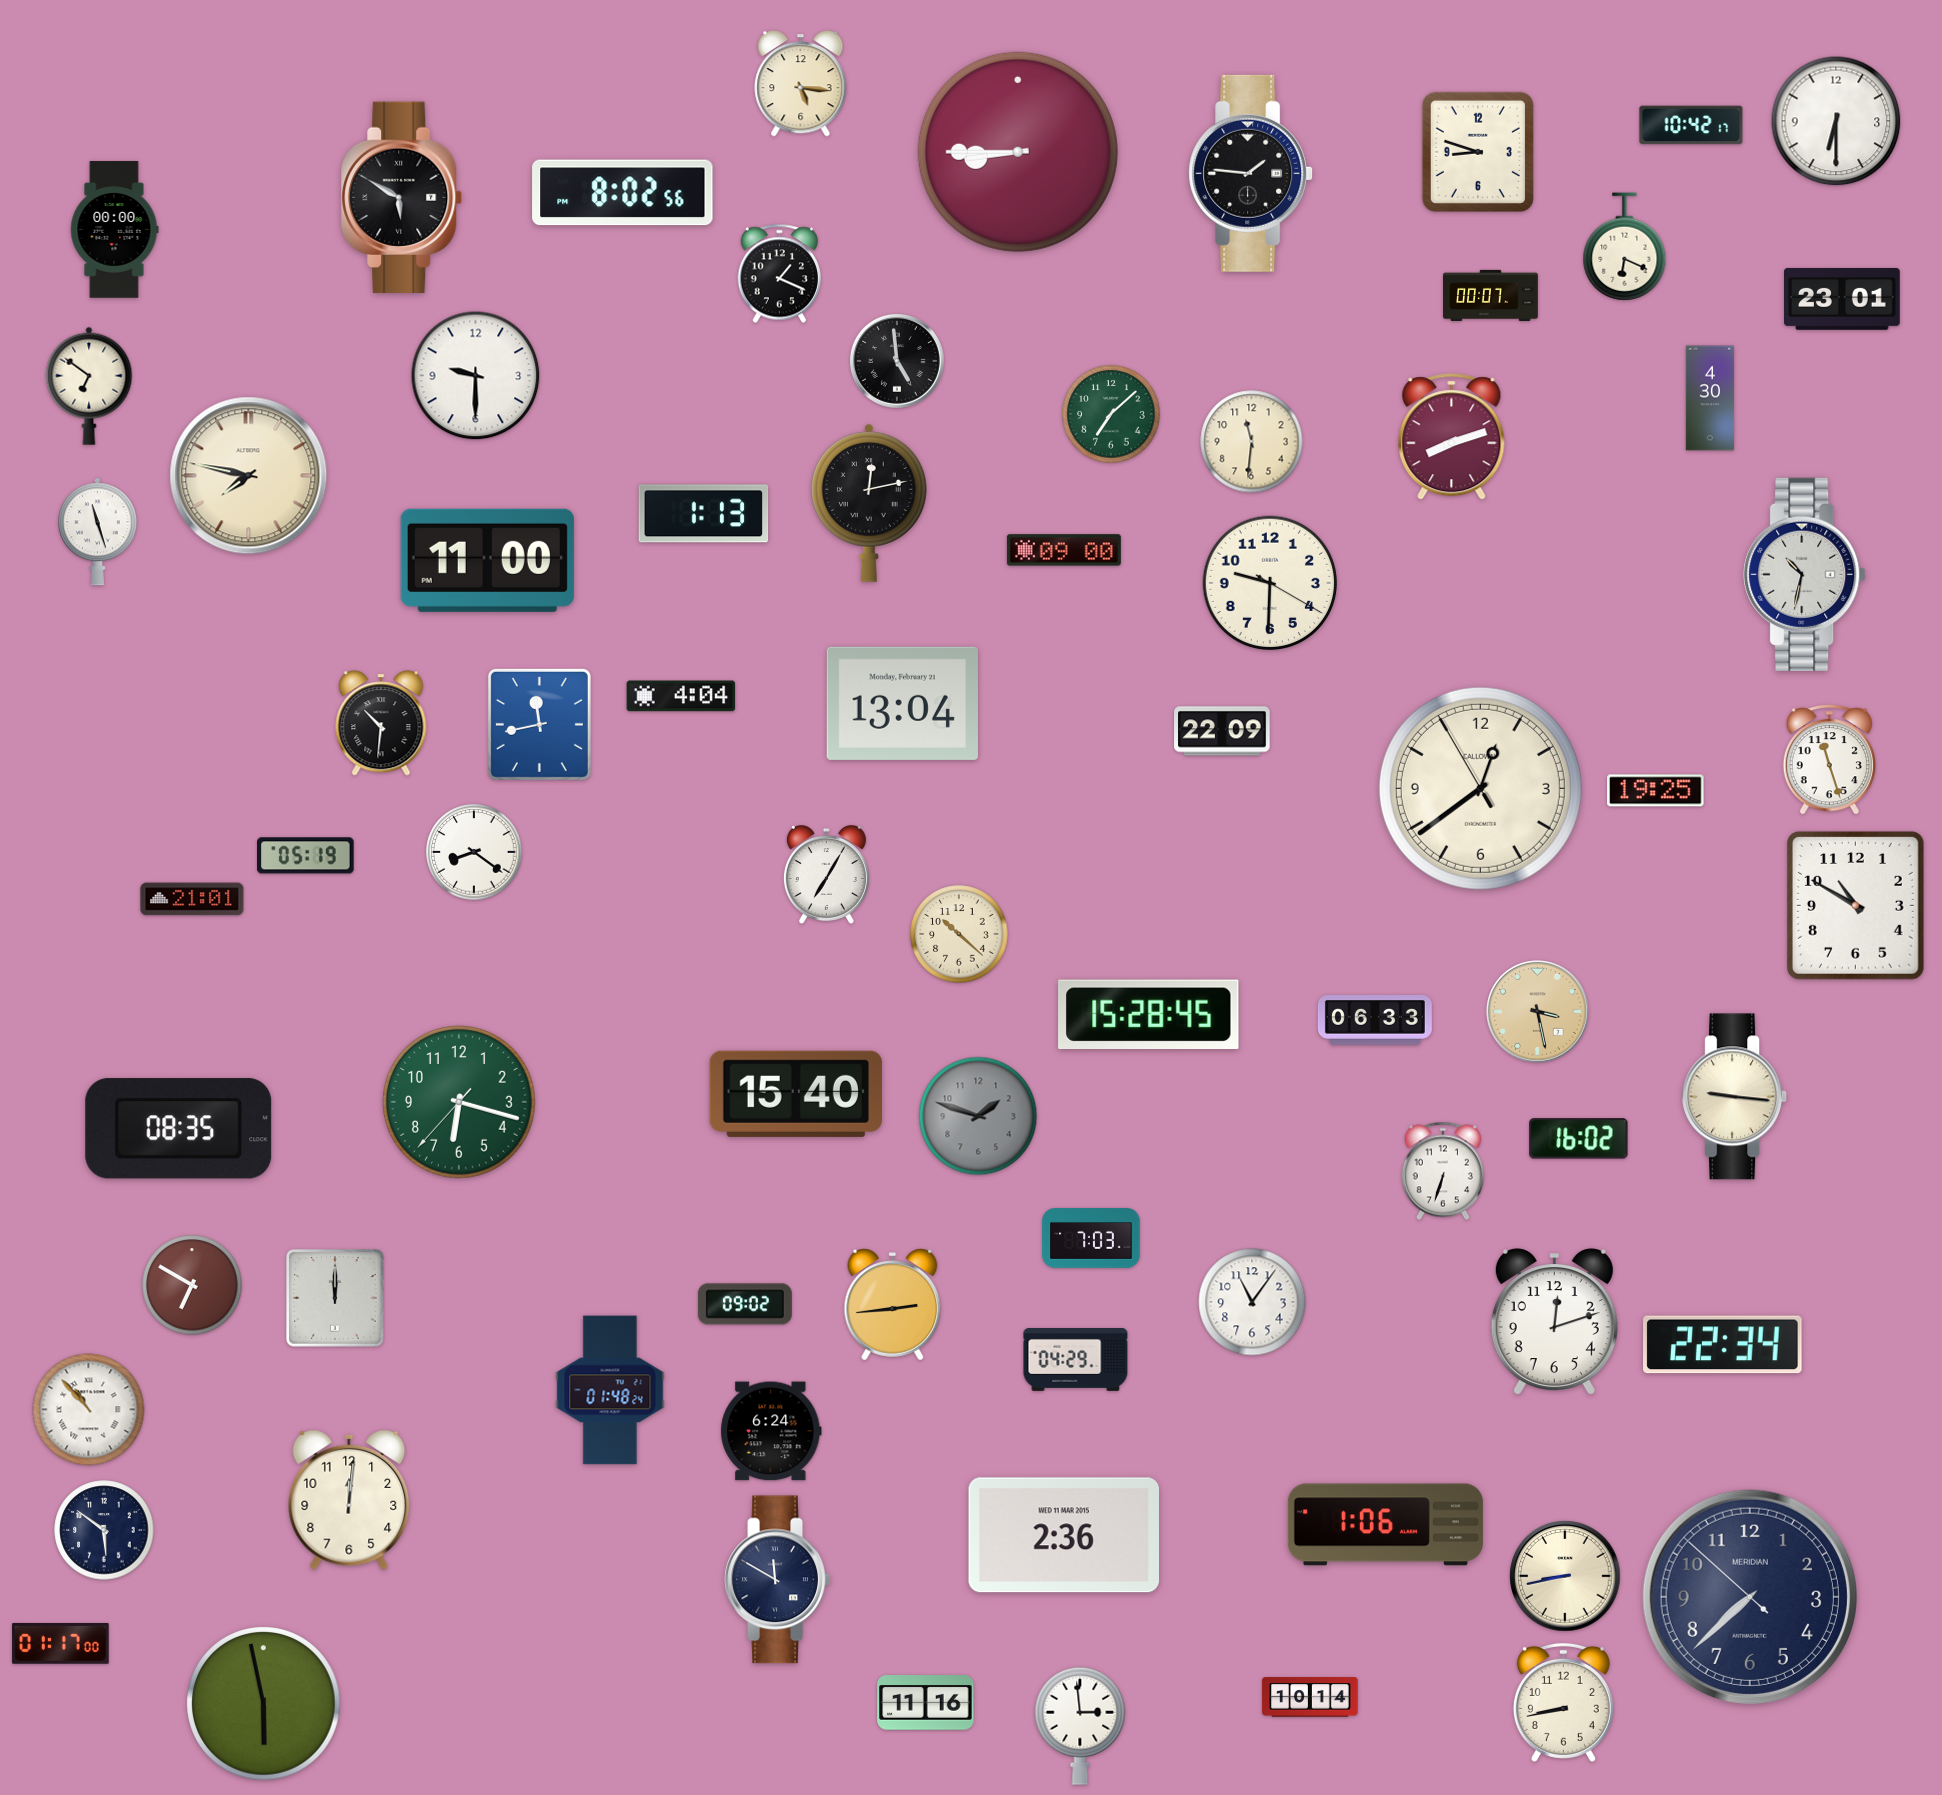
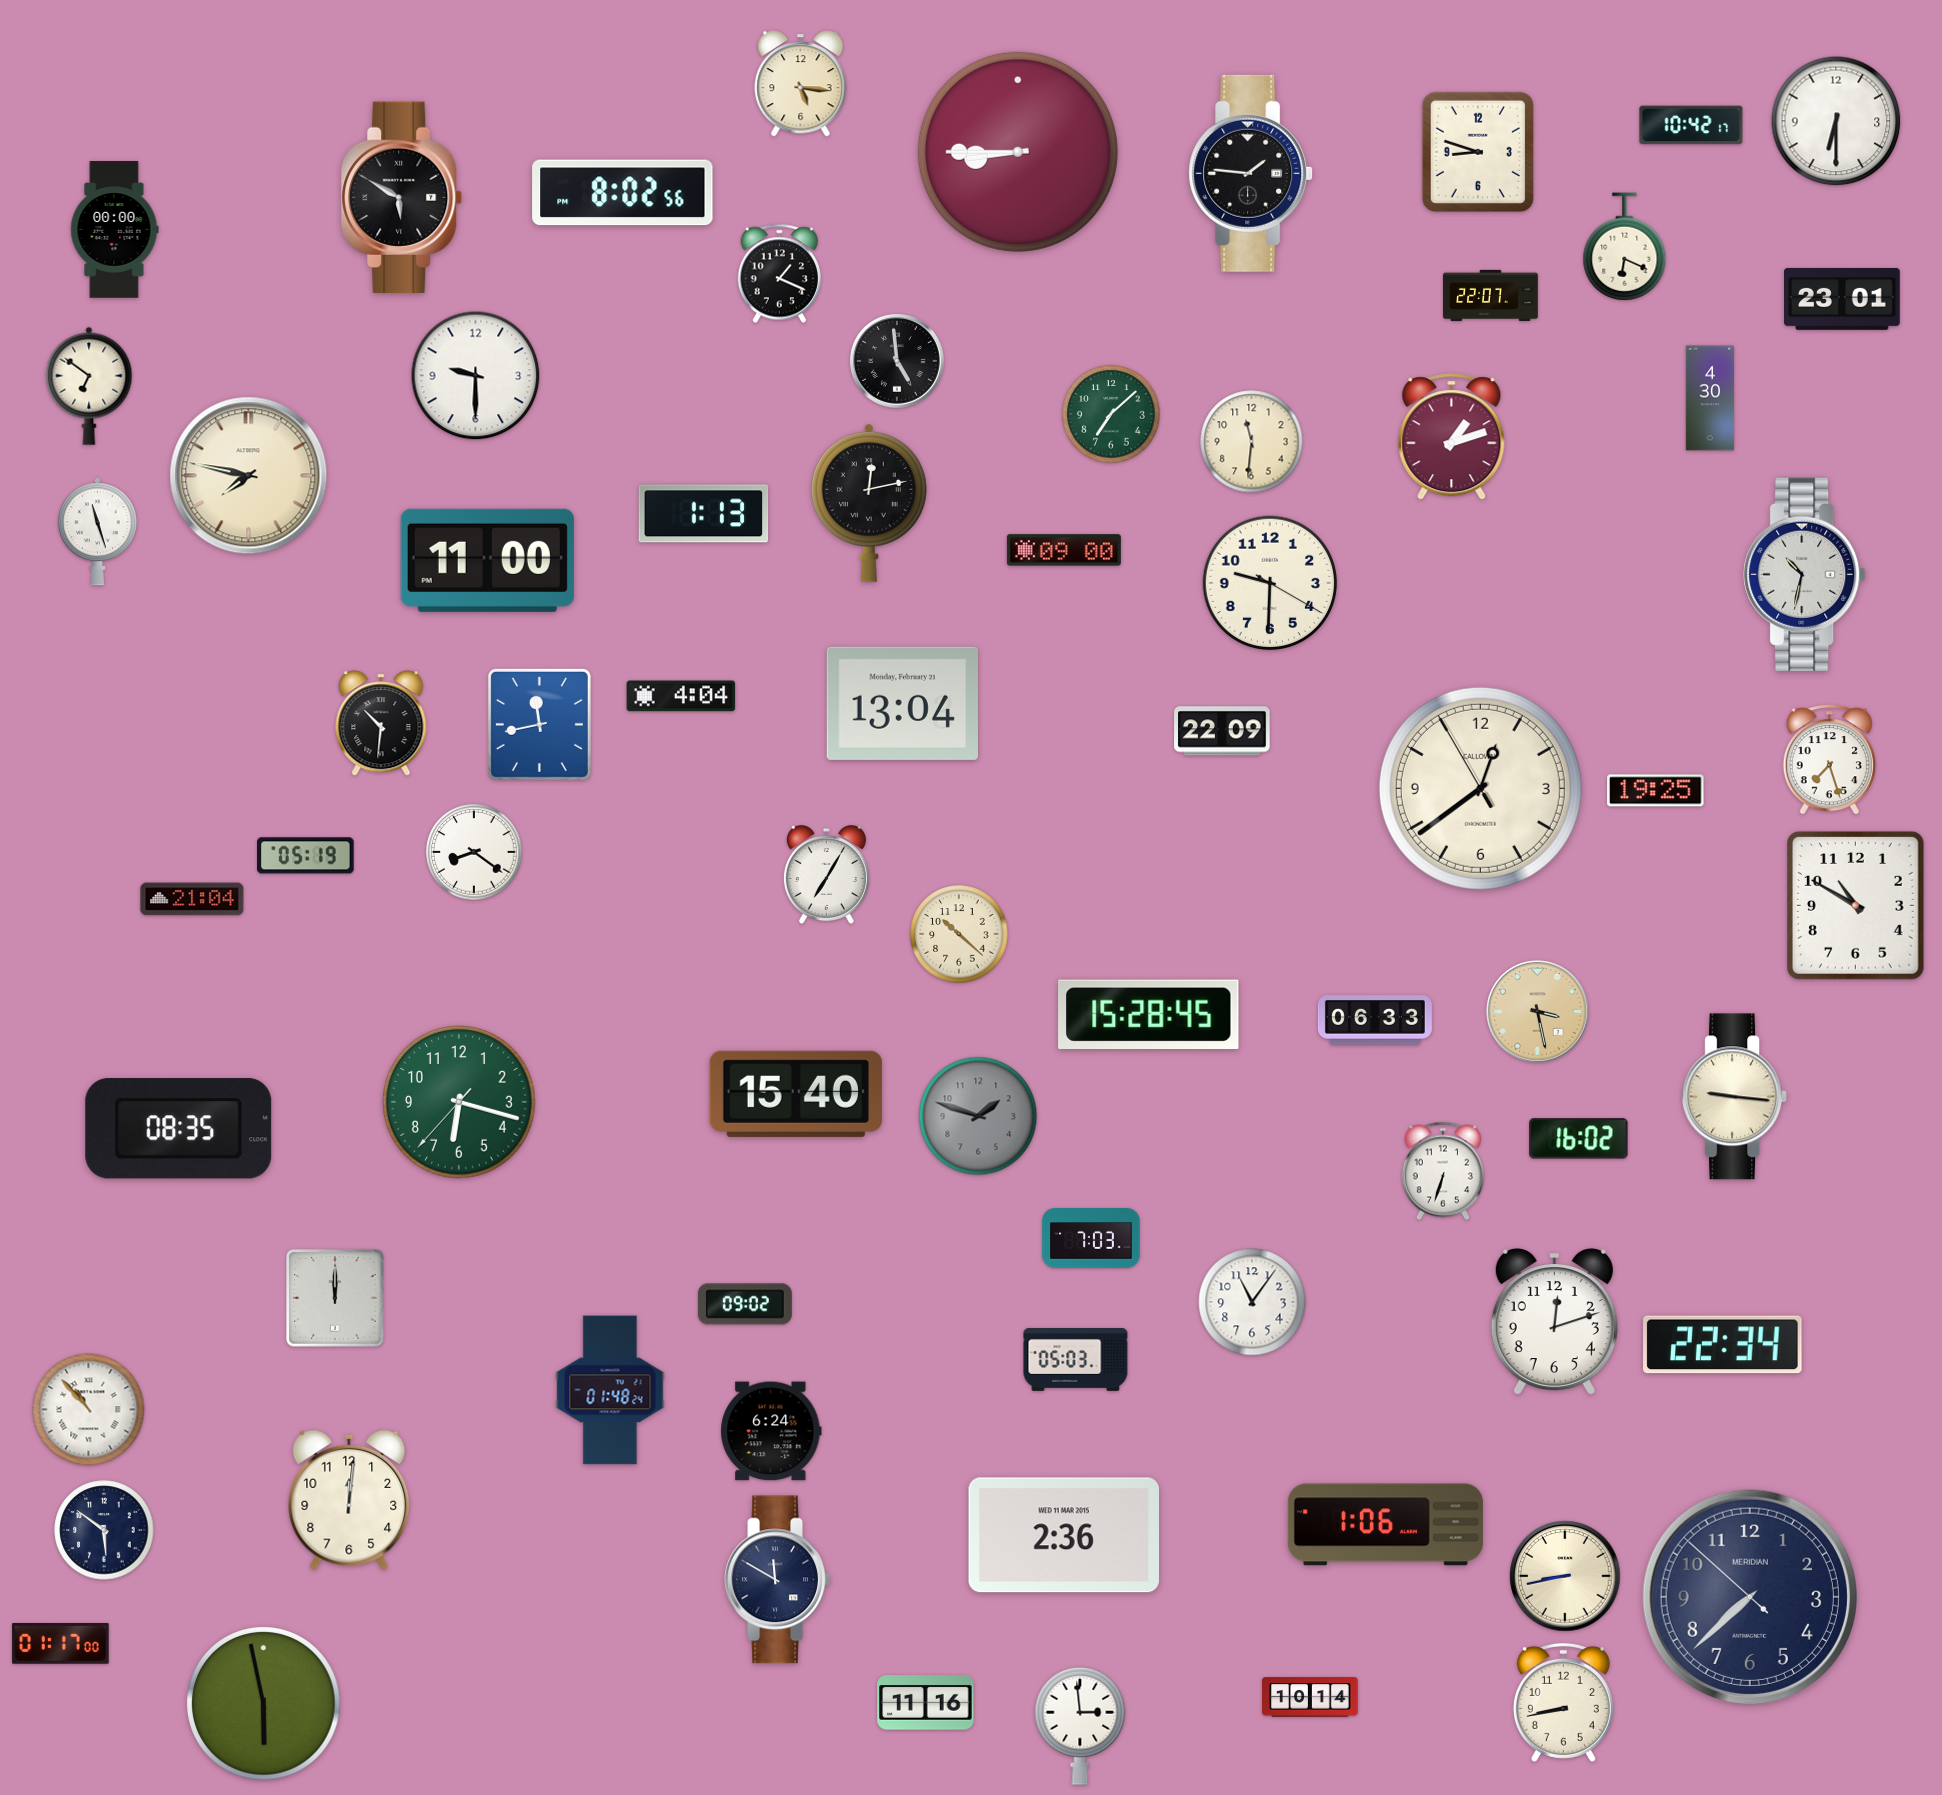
clock at (1491, 295): 00:07 -> 22:07
clock at (1452, 437): 8:12 -> 1:12
clock at (1829, 760): 11:27 -> 7:27
clock at (192, 899): 21:01 -> 21:04
clock at (192, 1285): 6:50 -> none
clock at (893, 1305): 2:44 -> none
clock at (1076, 1360): 04:29 -> 05:03
